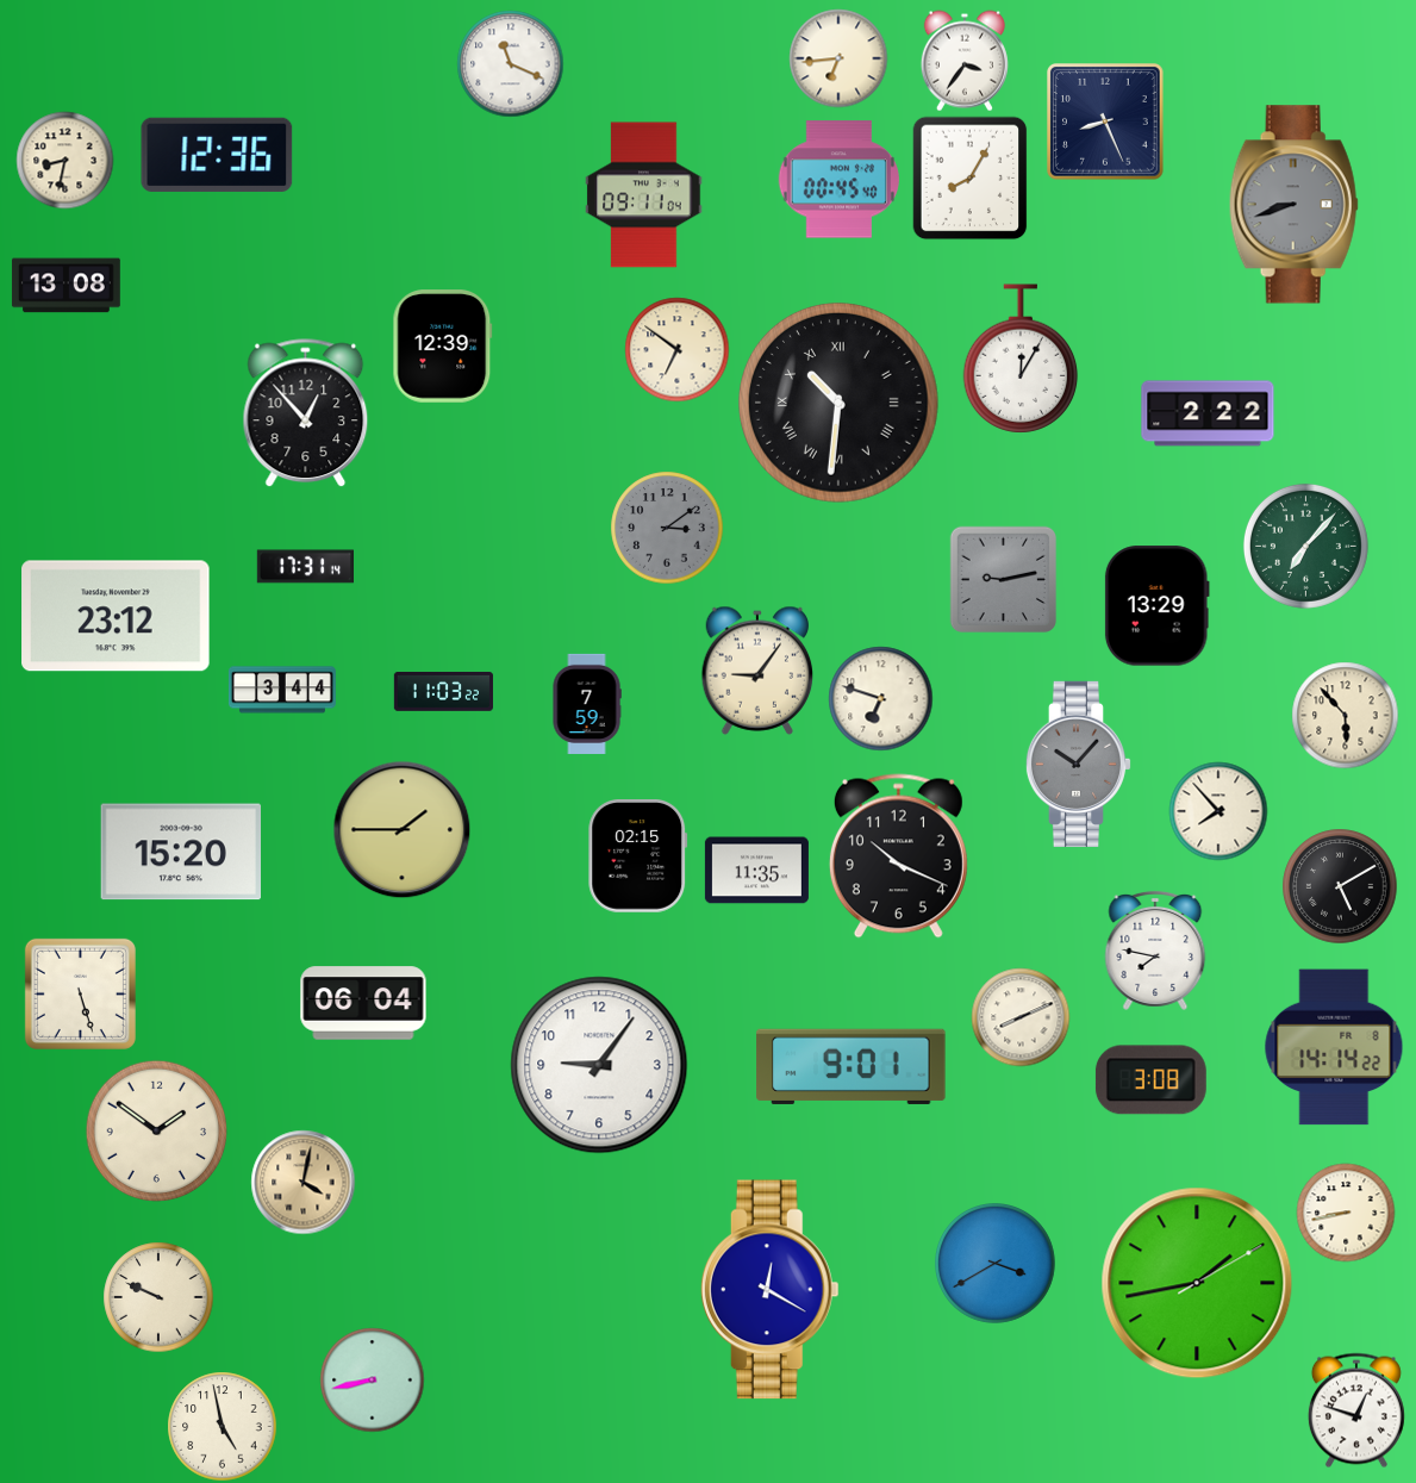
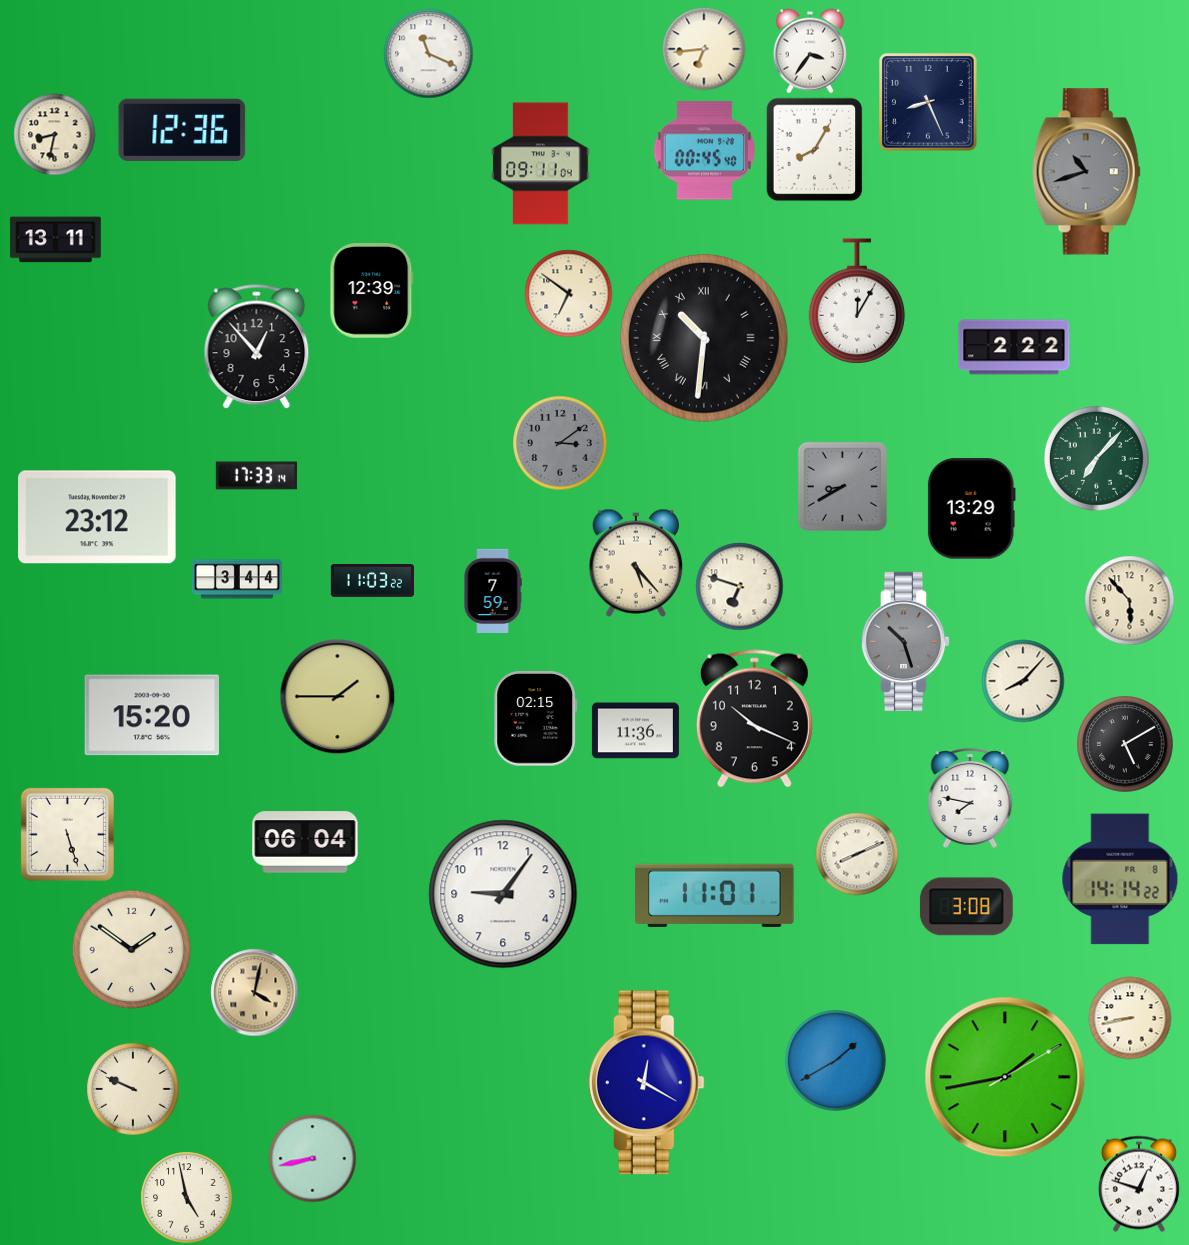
clock at (1293, 205): 8:42 -> 10:42
clock at (66, 286): 13:08 -> 13:11
clock at (305, 567): 17:31 -> 17:33
clock at (1003, 579): 9:13 -> 8:40
clock at (757, 671): 9:06 -> 5:23
clock at (1079, 764): 10:07 -> 10:27
clock at (1218, 811): 7:53 -> 8:07
clock at (756, 871): 11:35 -> 11:36
clock at (852, 1066): 9:01 -> 11:01
clock at (996, 1264): 3:40 -> 1:40
